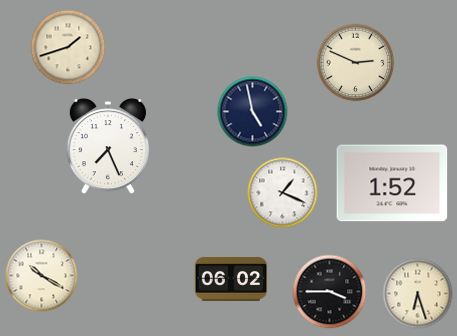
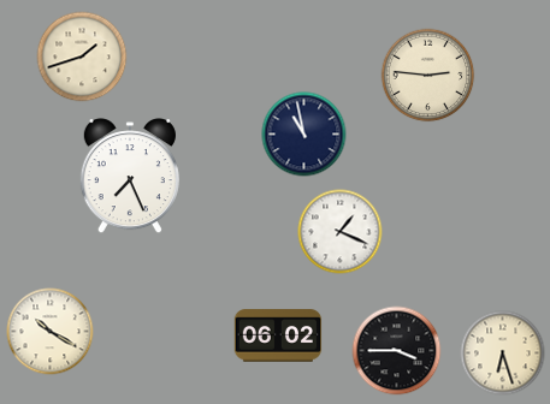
clock at (356, 63): 2:49 -> 2:46
clock at (253, 112): 4:58 -> 10:58
clock at (392, 183): 1:52 -> none
